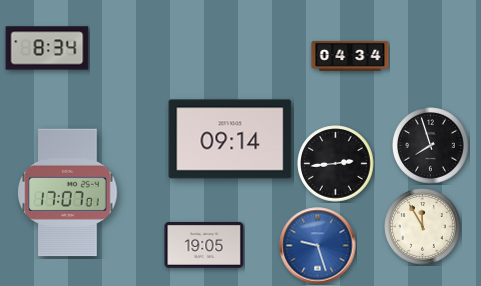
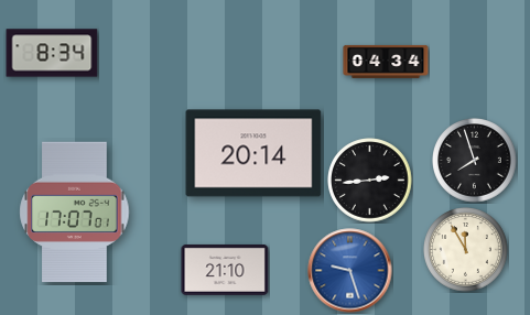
clock at (230, 139): 09:14 -> 20:14
clock at (204, 245): 19:05 -> 21:10
